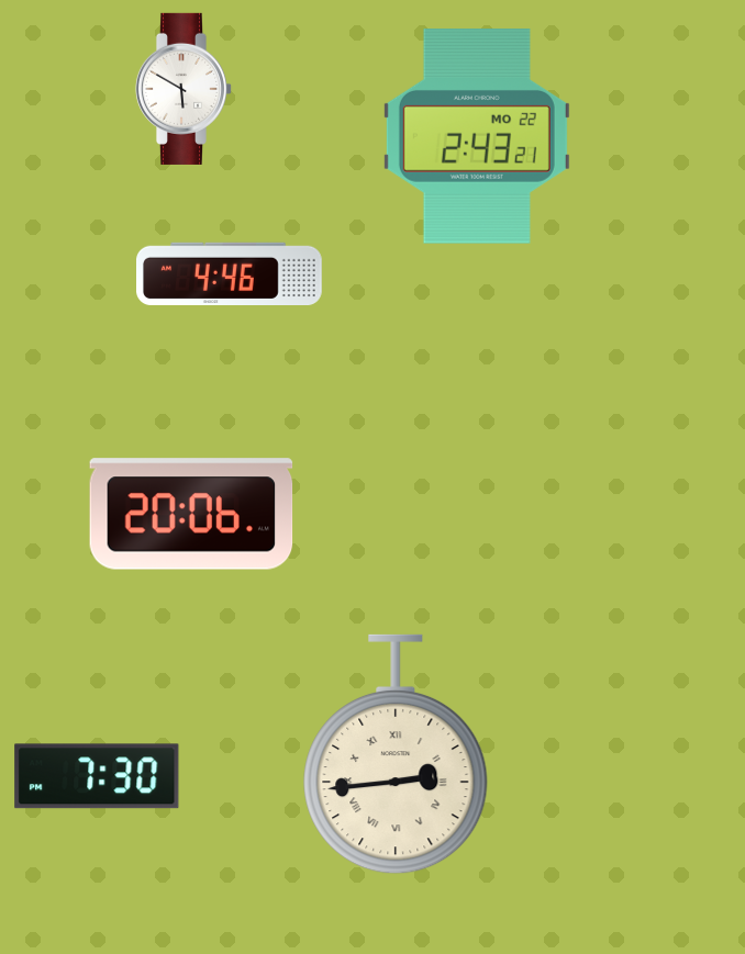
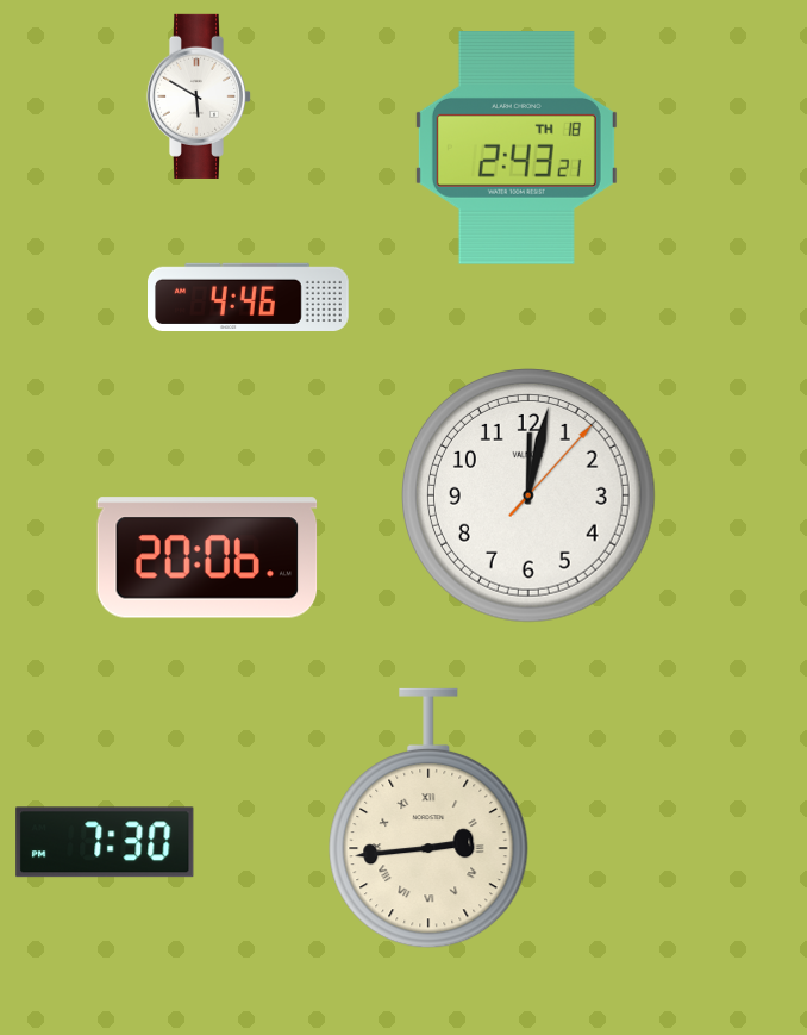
clock at (477, 137) date: MO 22 -> TH 18
clock at (530, 497): none -> 12:02
